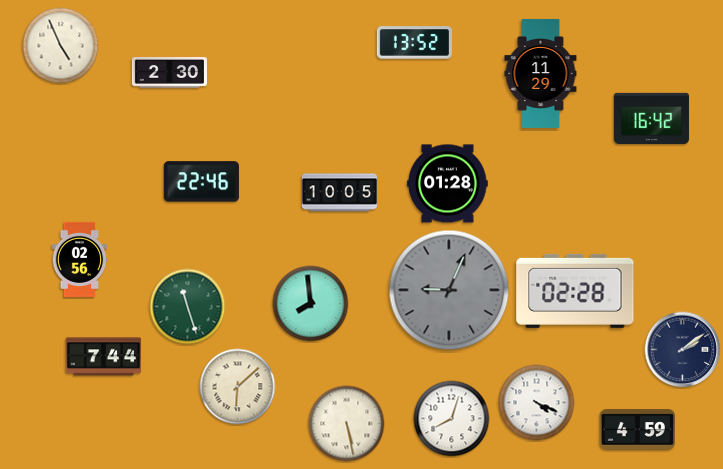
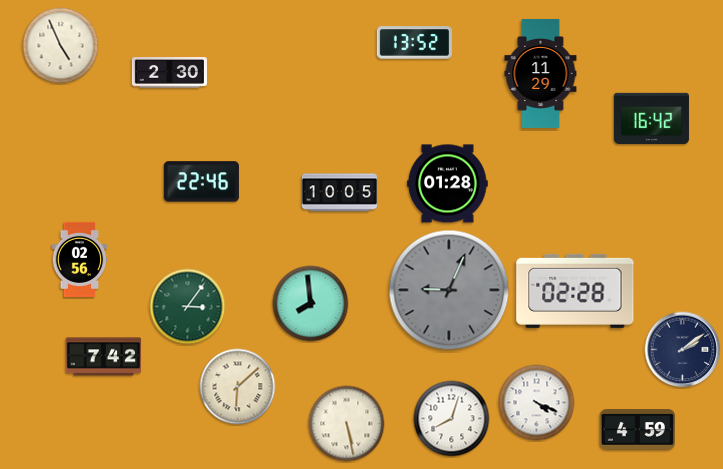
clock at (188, 307): 11:27 -> 3:06
clock at (103, 357): 7:44 -> 7:42
